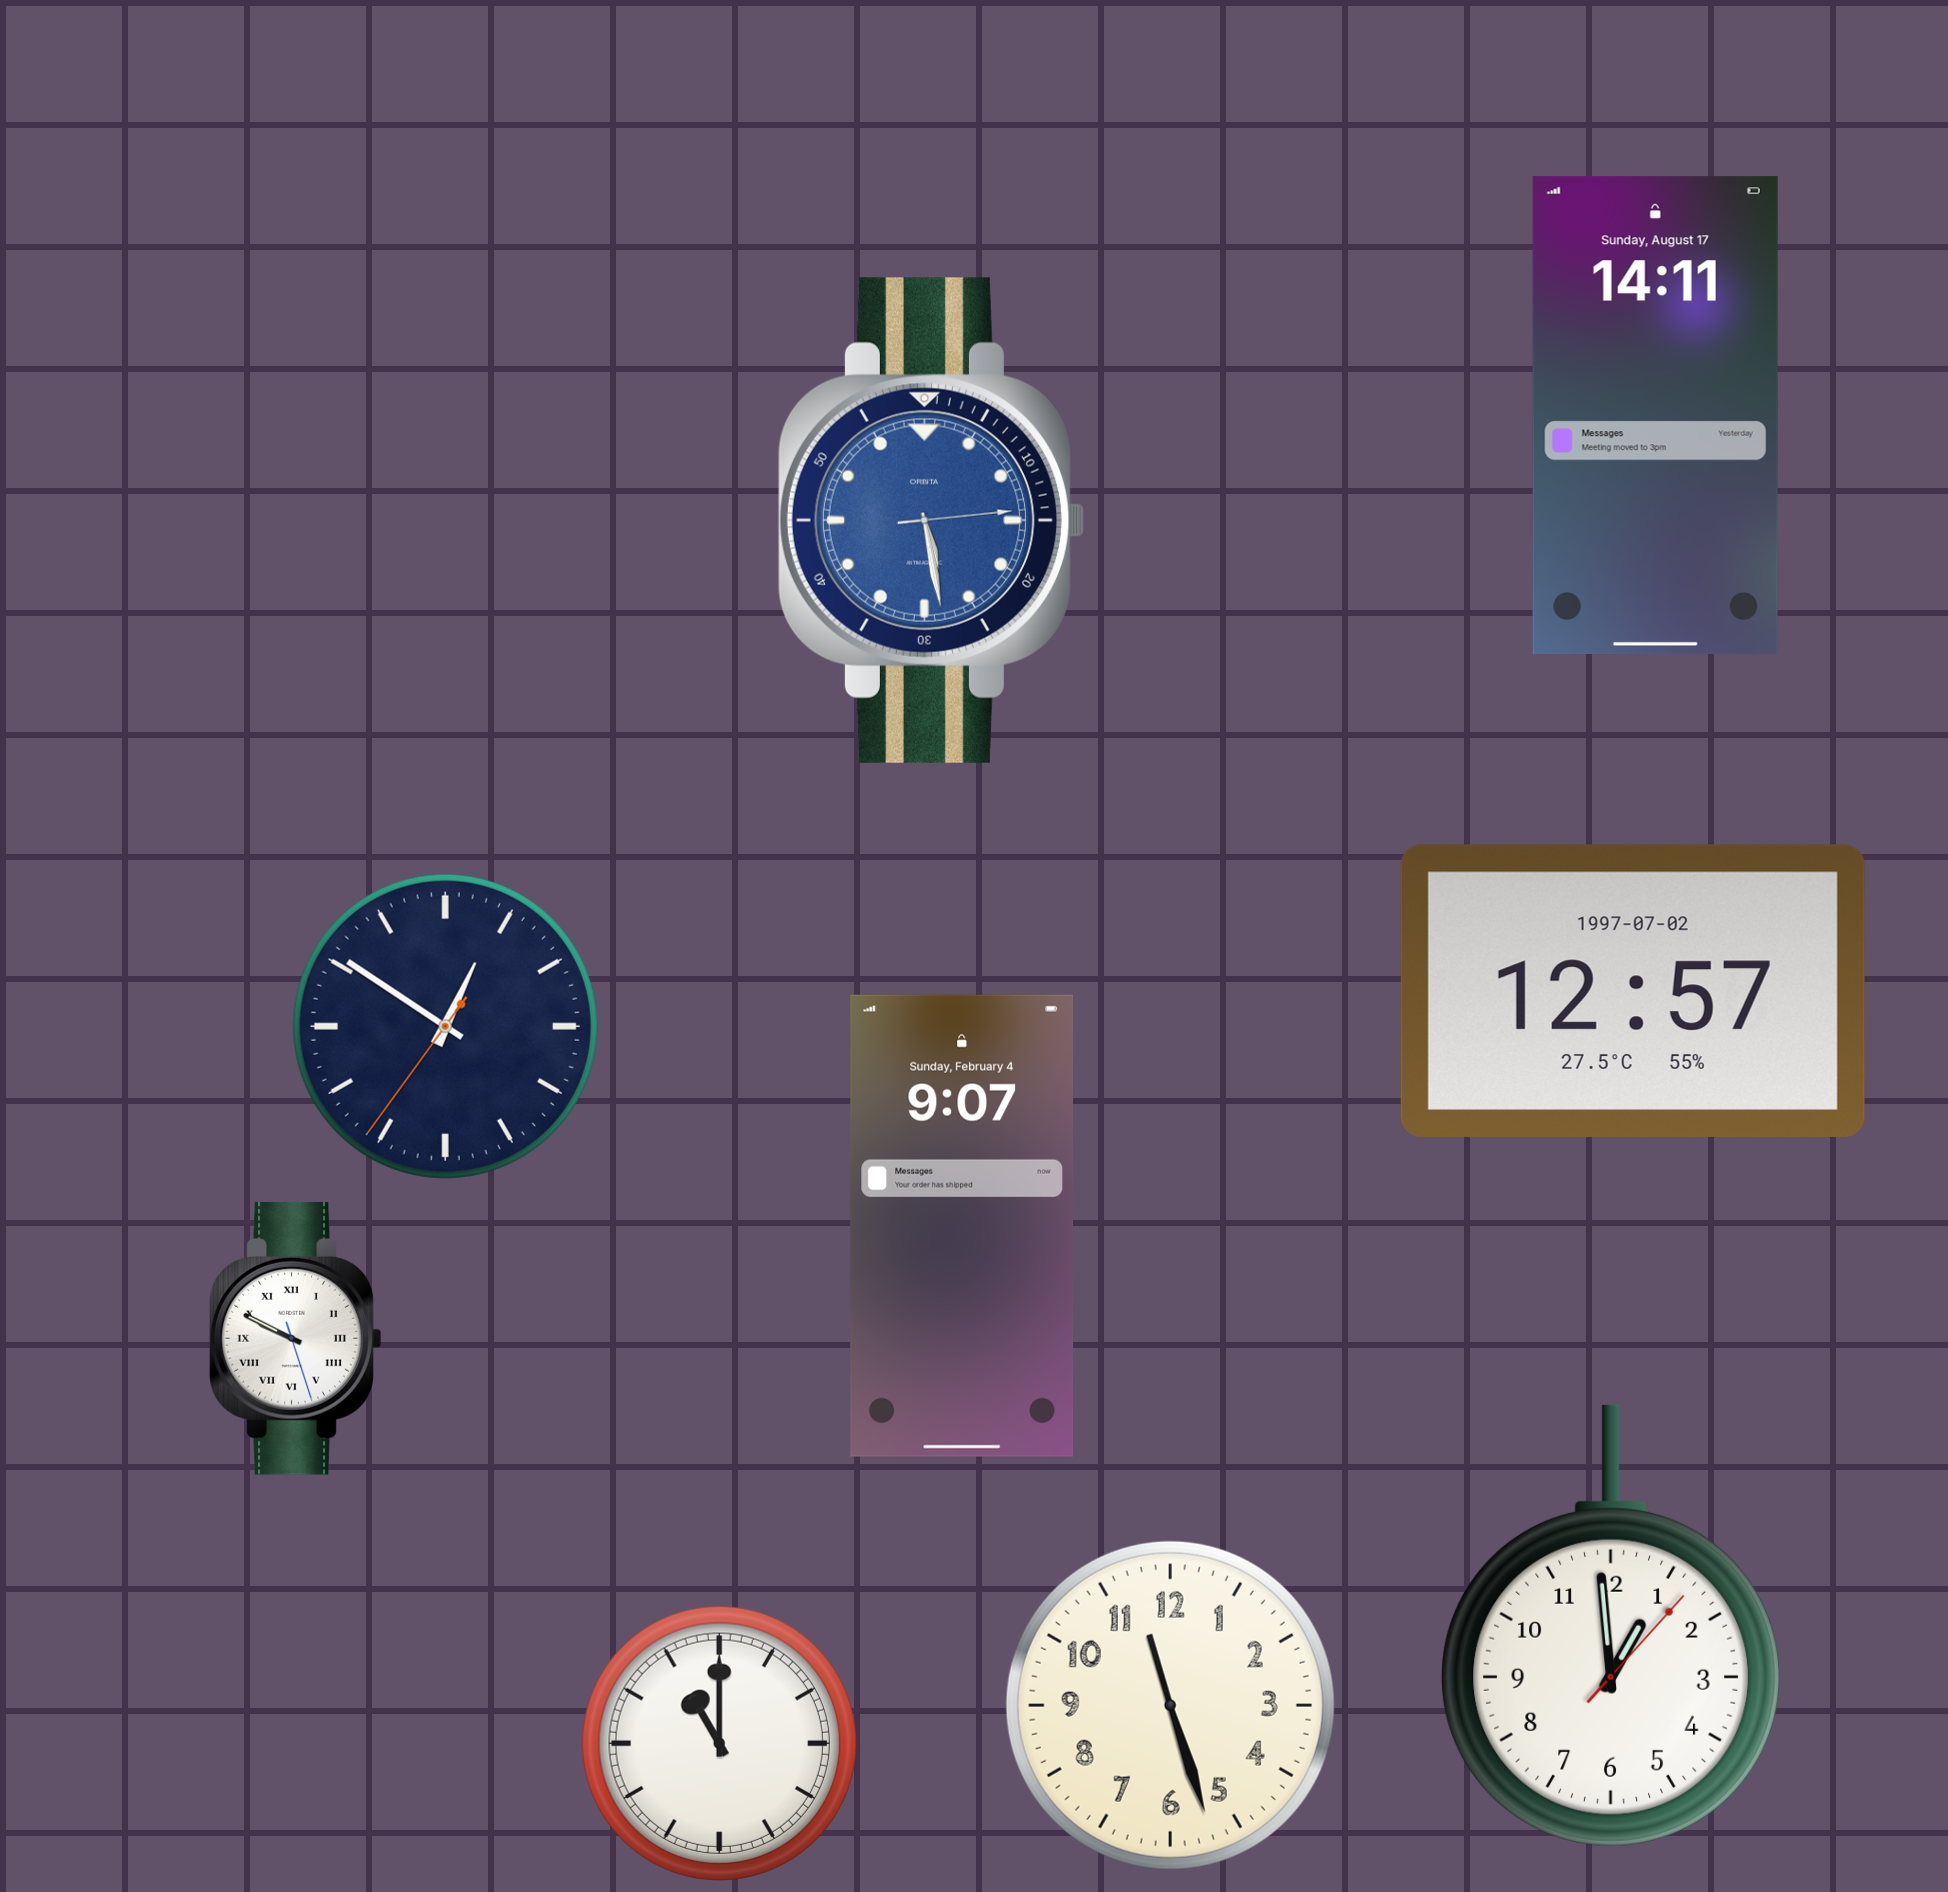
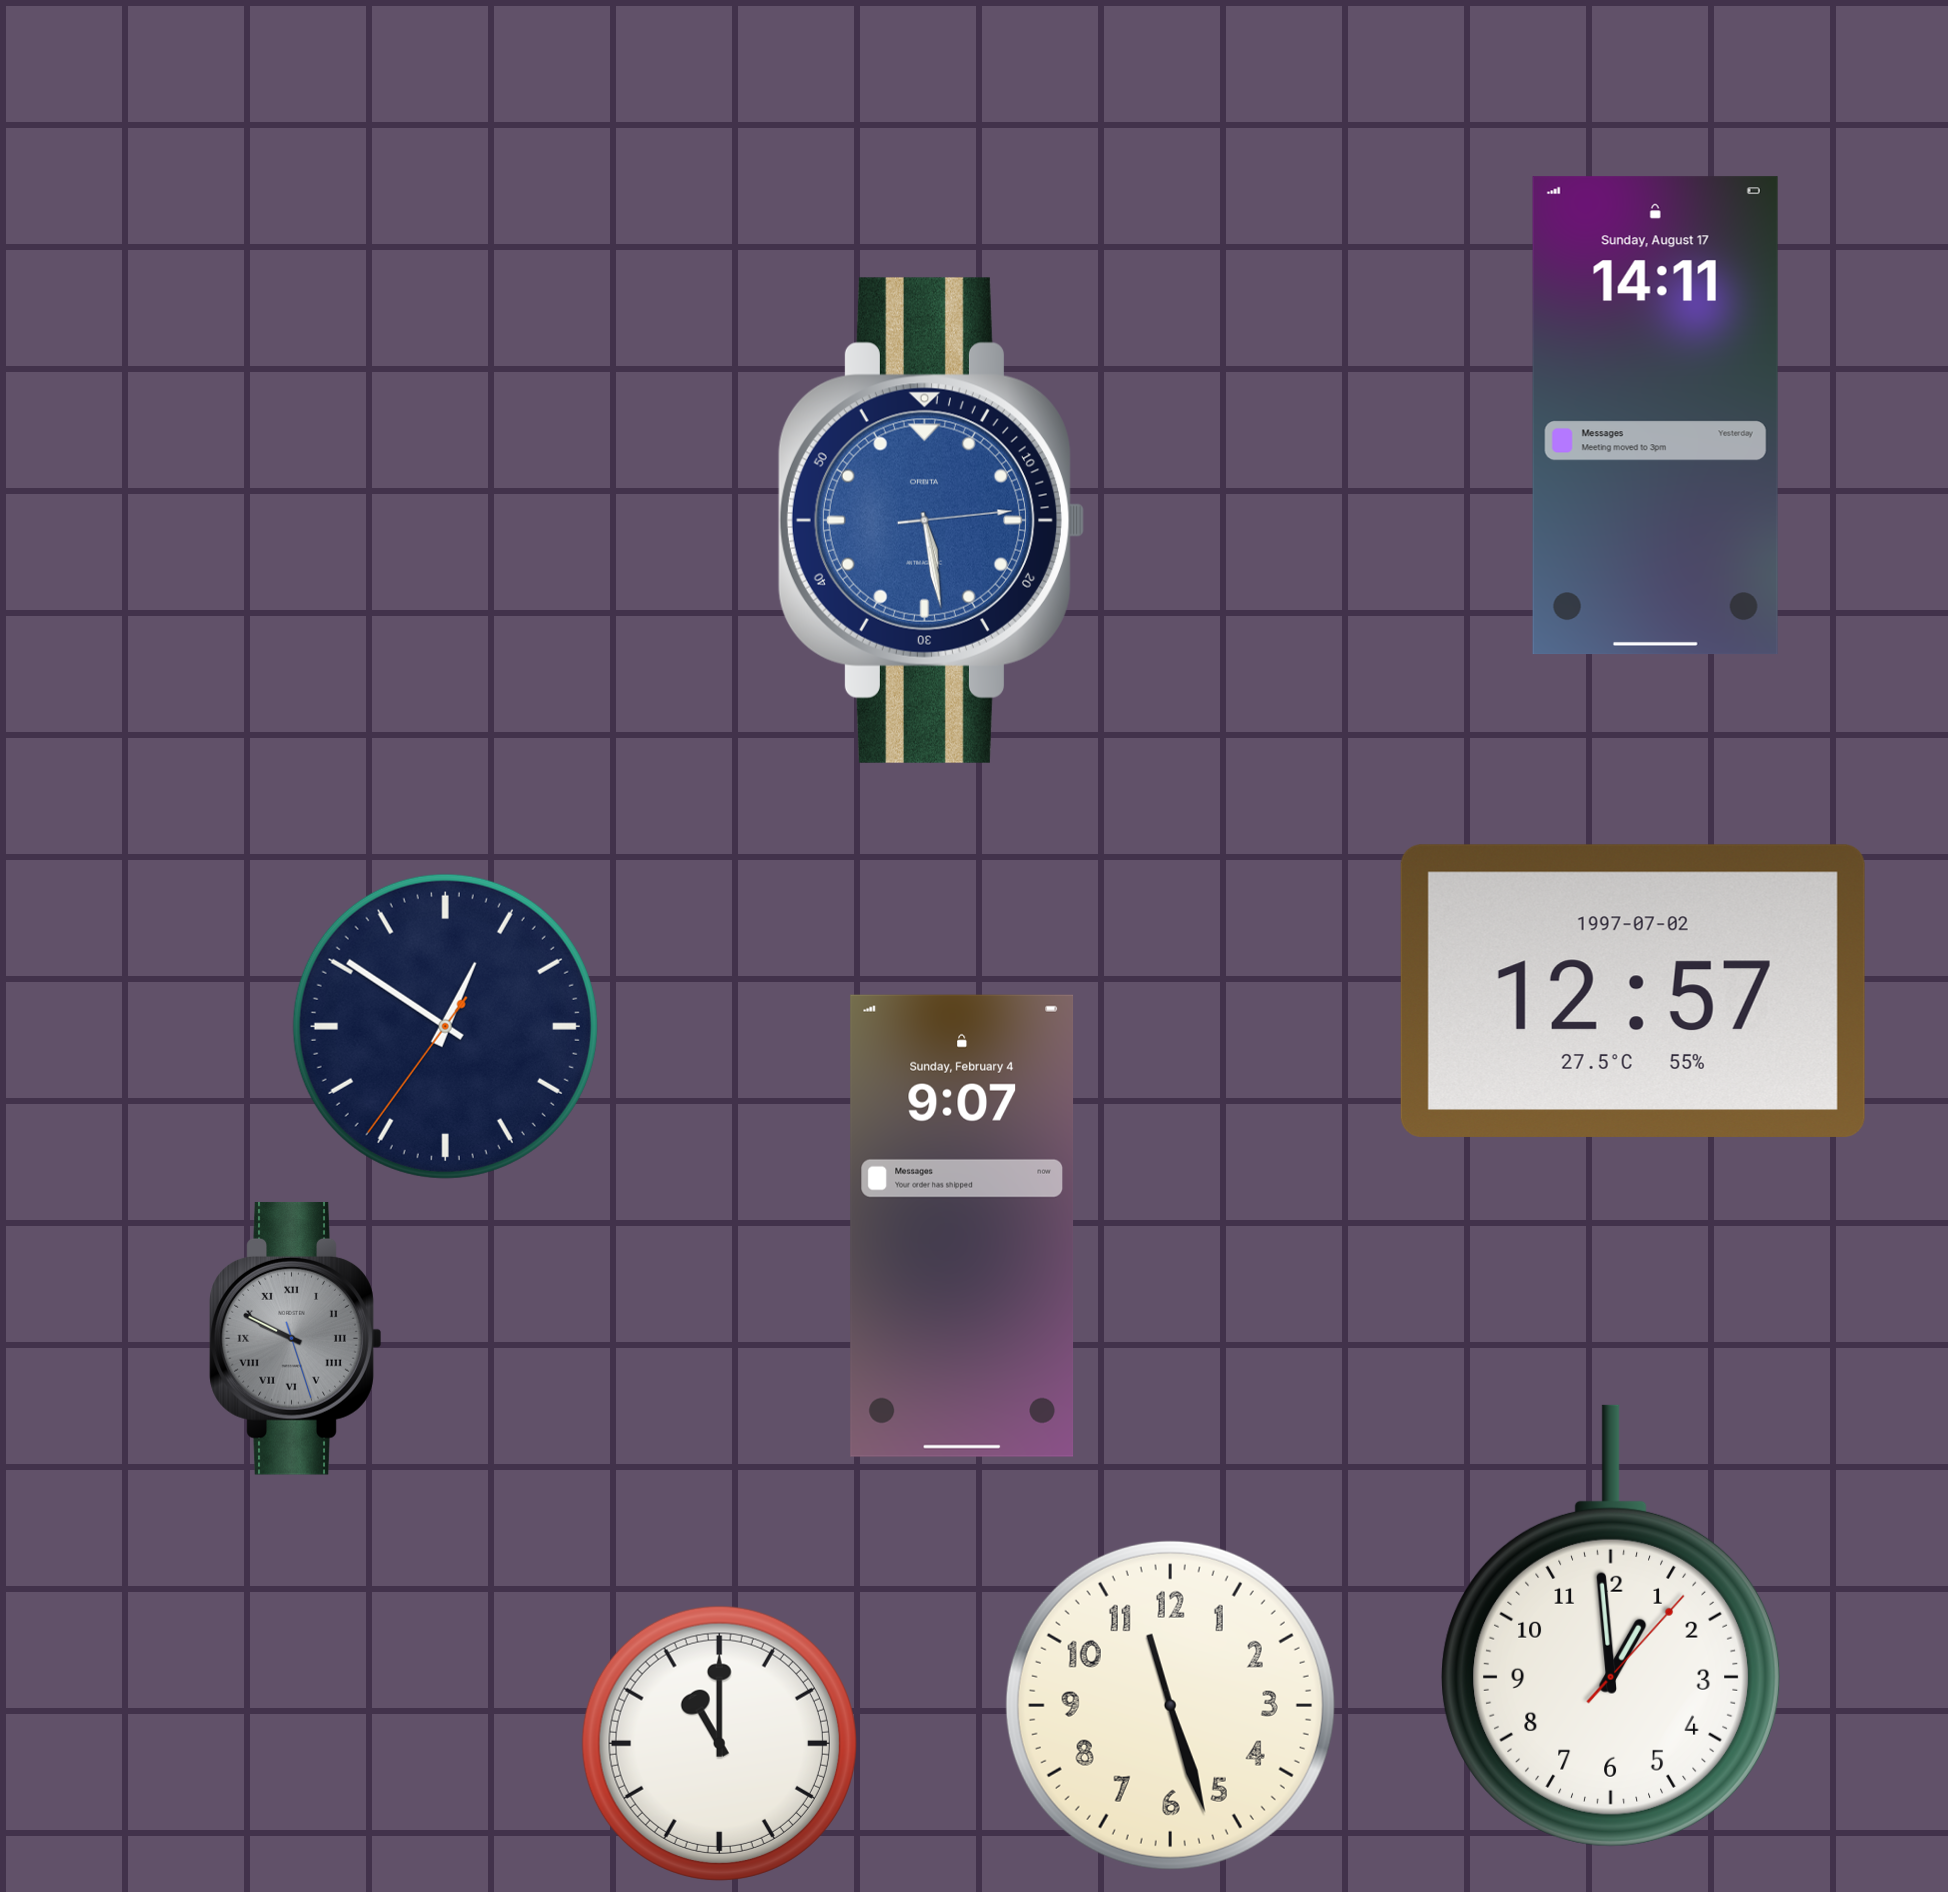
clock at (296, 1338) dial: white -> grey
